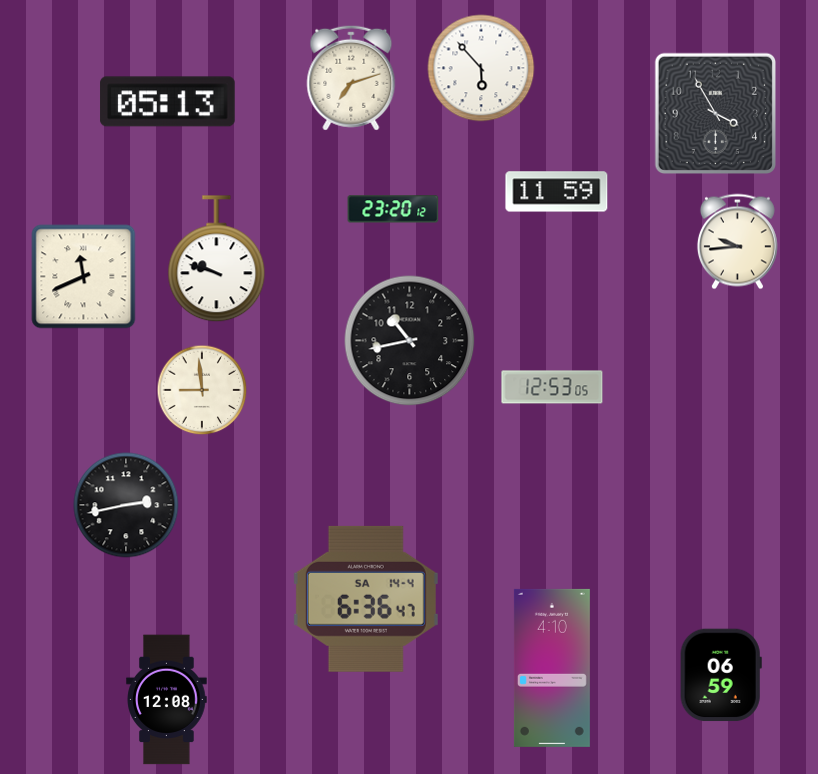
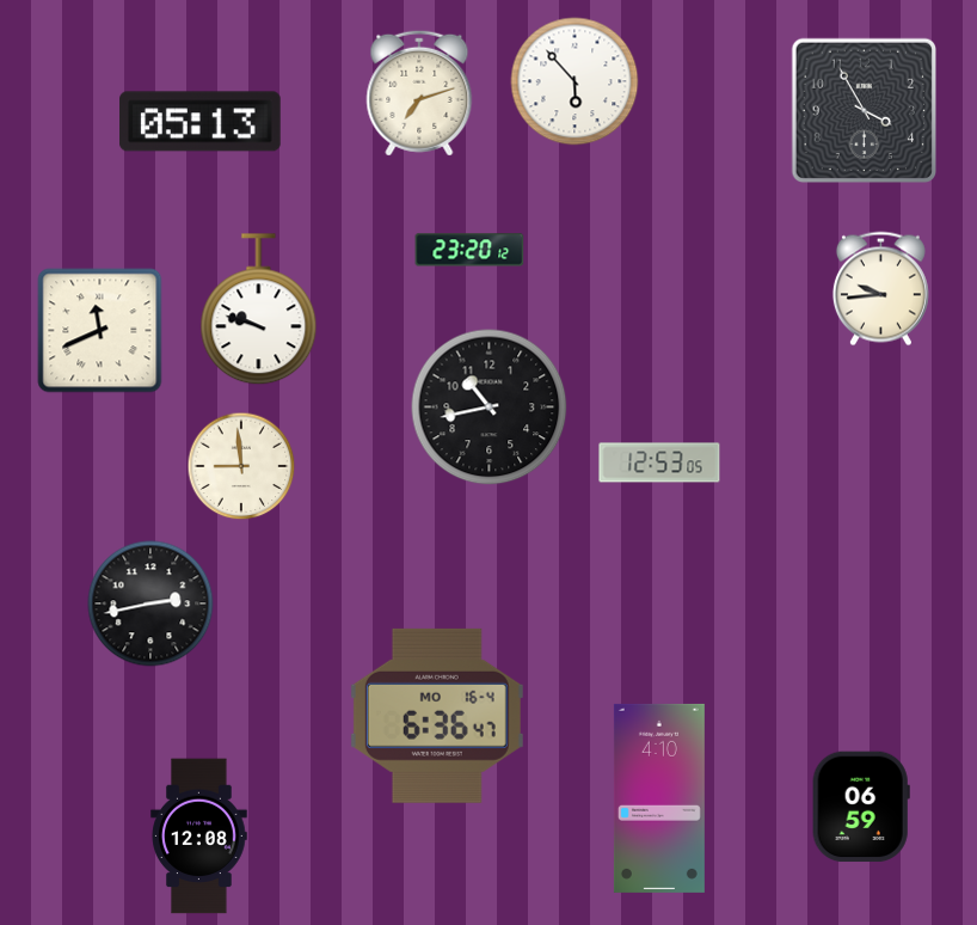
clock at (715, 113) position: (715, 113) -> (864, 110)
clock at (557, 192): 11:59 -> none
clock at (366, 599) date: SA 14-4 -> MO 16-4
